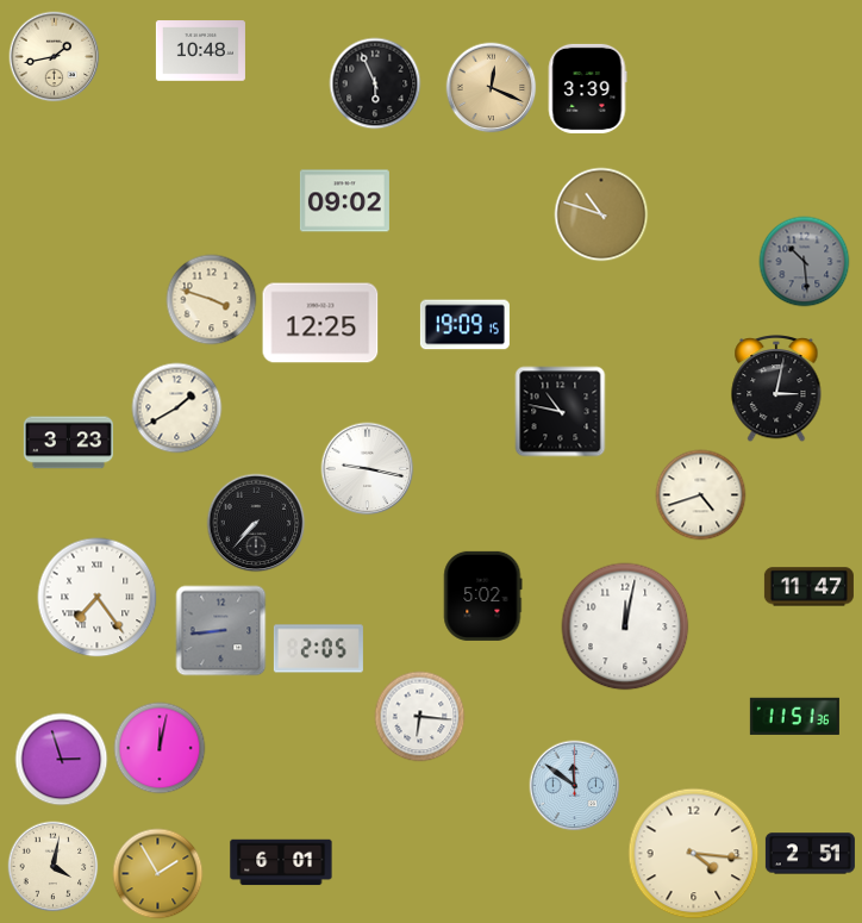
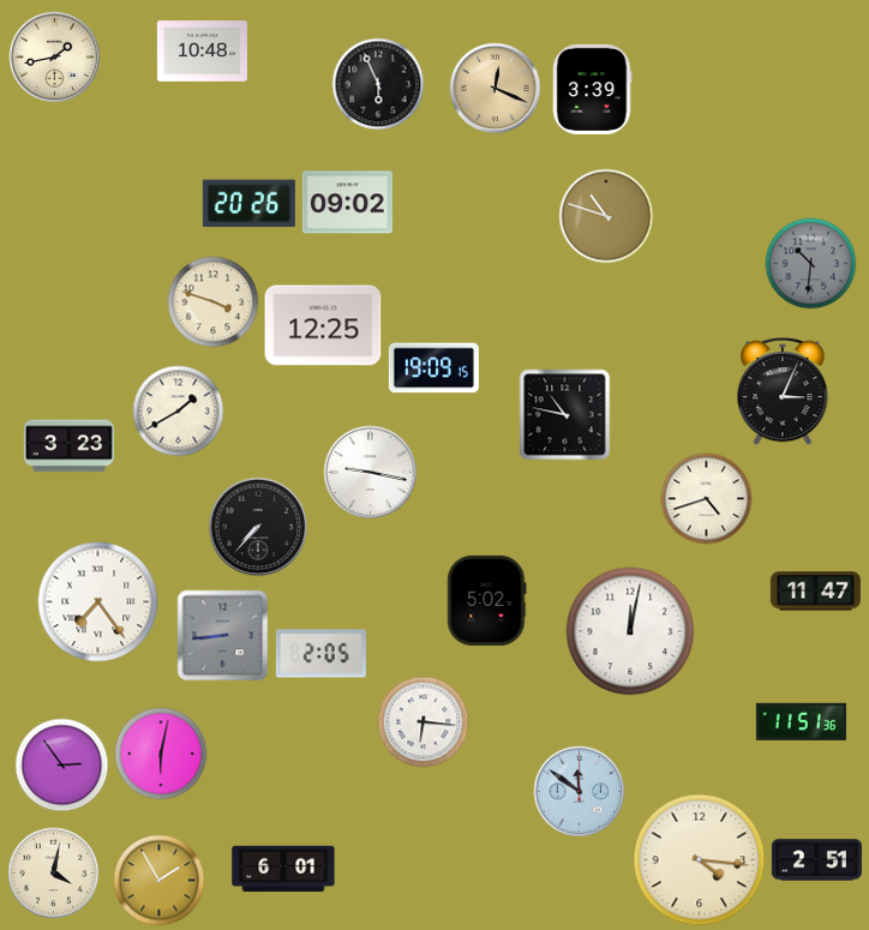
clock at (248, 204): none -> 20:26
clock at (805, 262): 10:29 -> 10:31
clock at (464, 325) position: (464, 325) -> (433, 368)
clock at (776, 389): 3:02 -> 3:04
clock at (160, 748): 12:02 -> 6:02
clock at (62, 760): 2:57 -> 2:54
